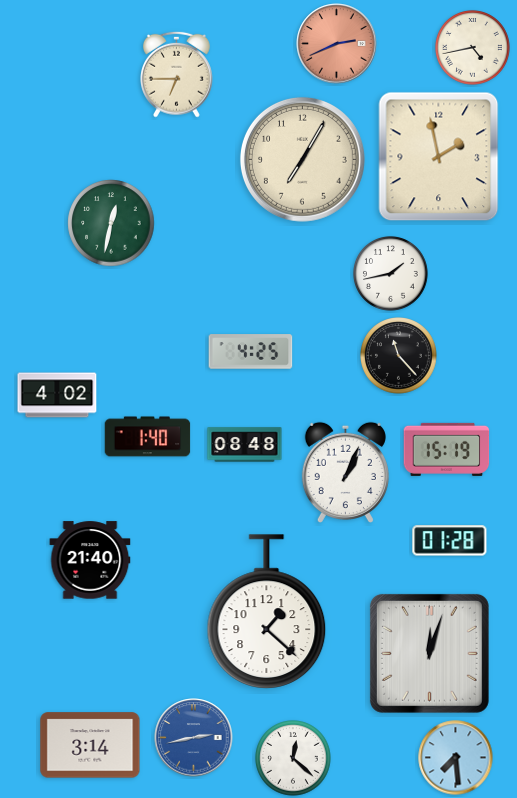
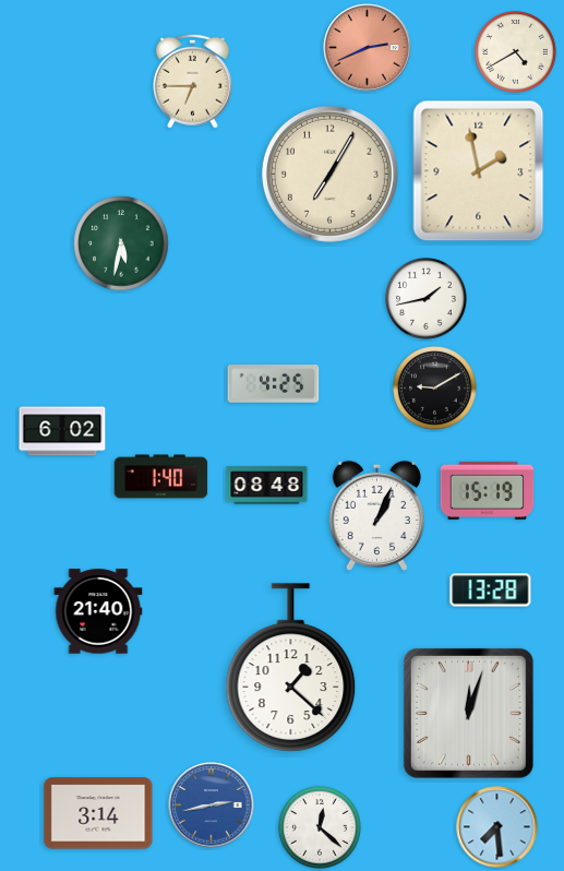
clock at (473, 48): 4:43 -> 4:40
clock at (111, 223): 12:32 -> 5:32
clock at (399, 356): 11:23 -> 9:10
clock at (57, 395): 4:02 -> 6:02
clock at (450, 541): 01:28 -> 13:28
